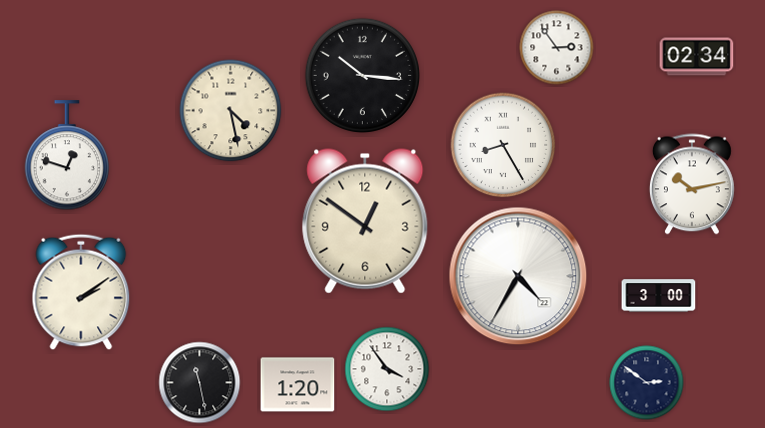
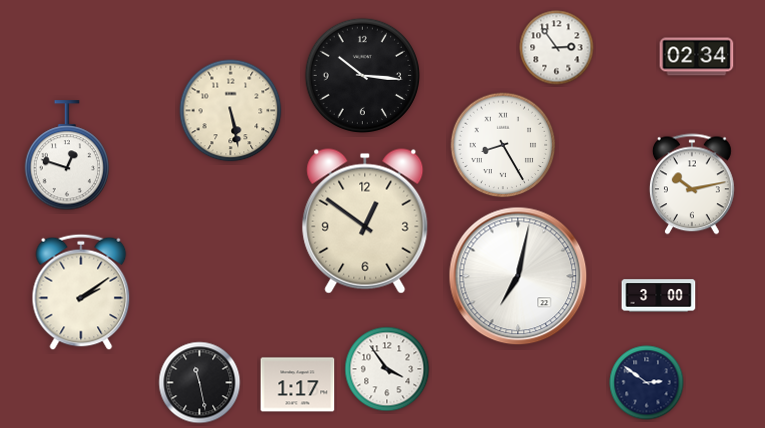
clock at (231, 111): 4:28 -> 5:28
clock at (518, 276): 4:35 -> 7:02
clock at (298, 385): 1:20 -> 1:17
